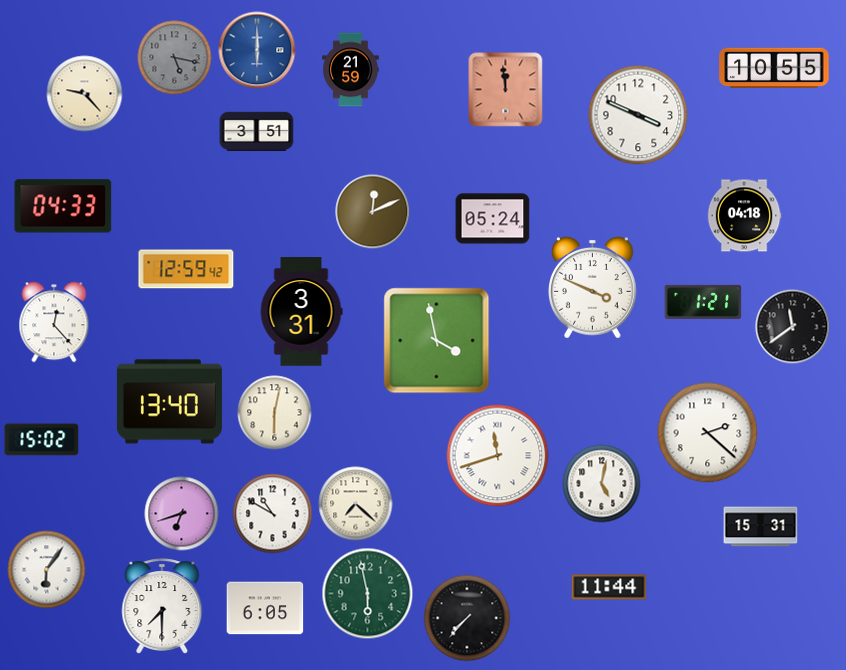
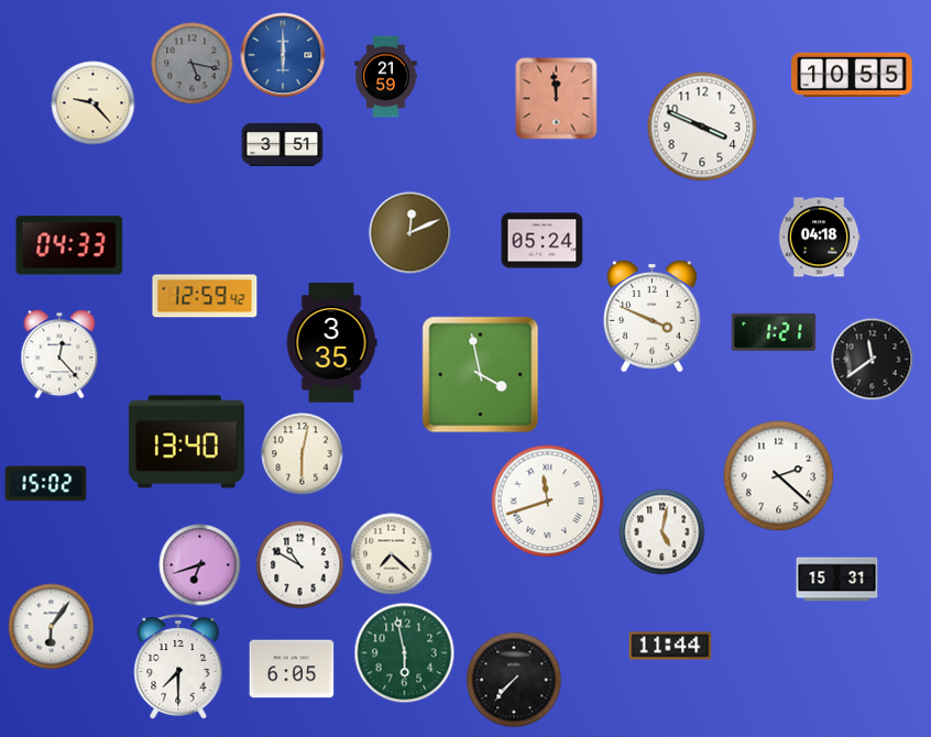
clock at (63, 206) position: (63, 206) -> (69, 245)
clock at (301, 312): 3:31 -> 3:35
